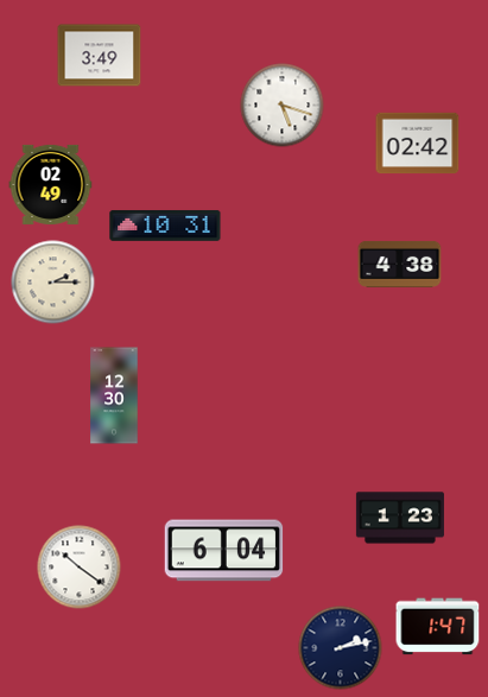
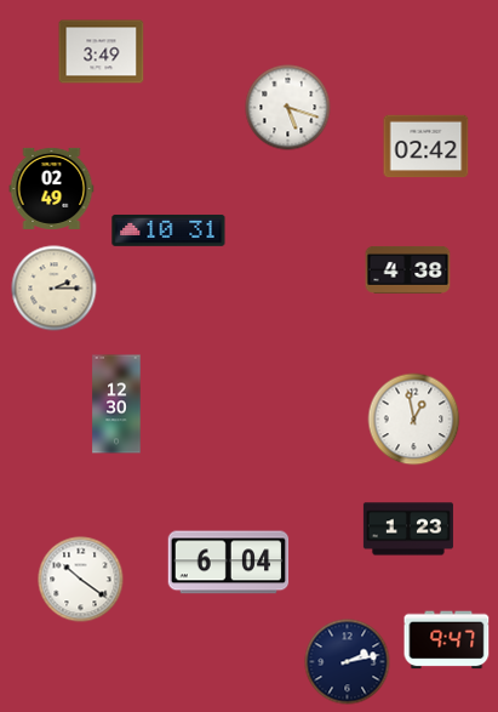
clock at (100, 56) position: (100, 56) -> (102, 52)
clock at (414, 420): none -> 12:58
clock at (438, 627): 1:47 -> 9:47
